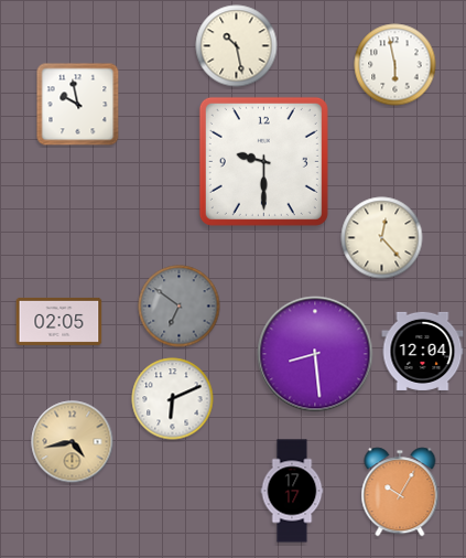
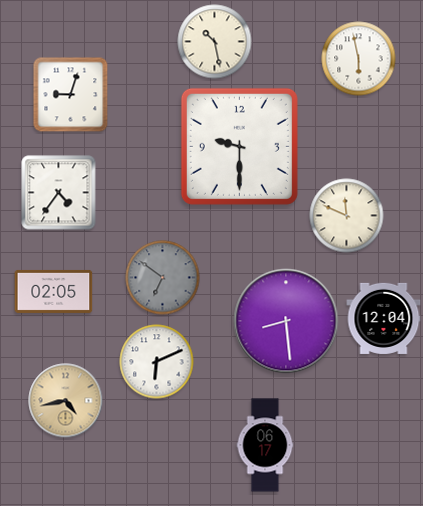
clock at (78, 105): 9:58 -> 9:03
clock at (59, 193): none -> 4:36
clock at (382, 238): 12:23 -> 11:49
clock at (292, 491): 17:17 -> 06:17
clock at (400, 492): 10:05 -> none
